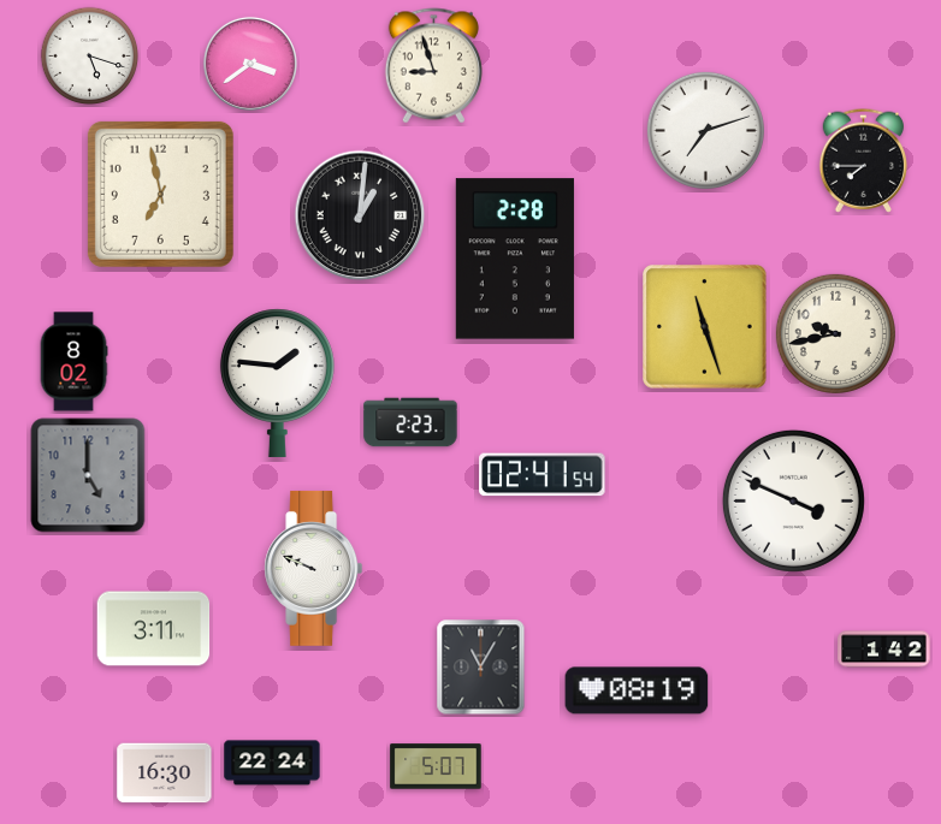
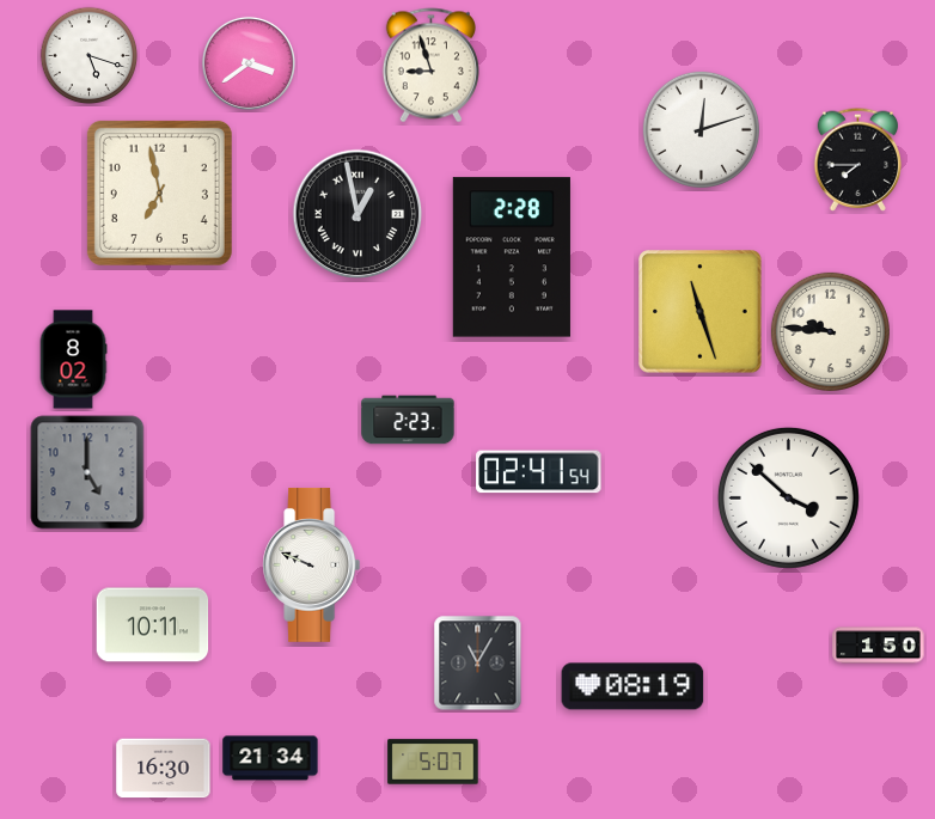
clock at (705, 130): 7:12 -> 12:12
clock at (360, 215): 1:01 -> 12:58
clock at (705, 327) position: (705, 327) -> (701, 312)
clock at (835, 333): 9:43 -> 9:46
clock at (277, 383): 1:46 -> none
clock at (793, 500): 3:49 -> 3:52
clock at (154, 629): 3:11 -> 10:11
clock at (884, 650): 1:42 -> 1:50
clock at (272, 763): 22:24 -> 21:34
